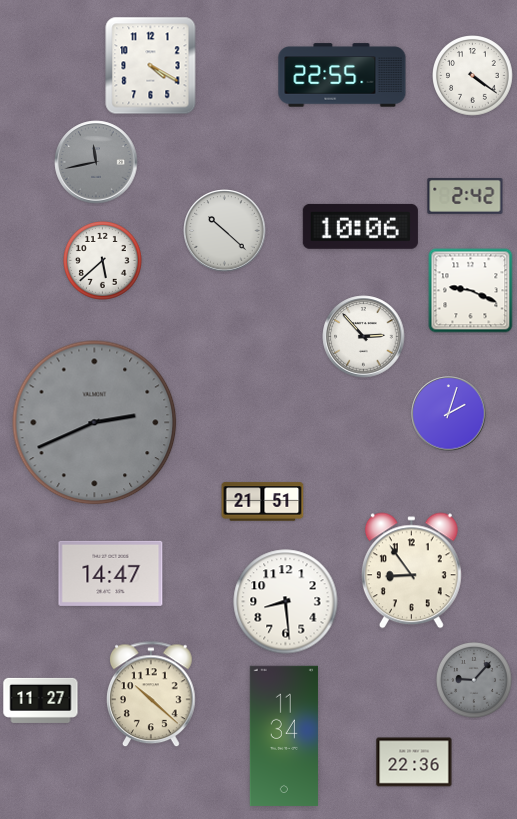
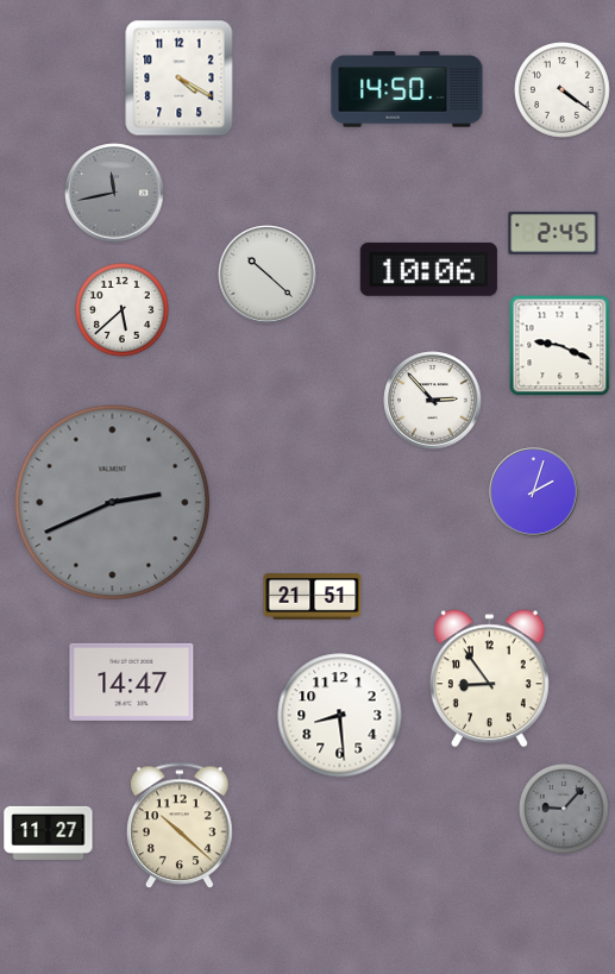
clock at (342, 75): 22:55 -> 14:50
clock at (465, 196): 2:42 -> 2:45
clock at (284, 736): 11:34 -> none
clock at (414, 762): 22:36 -> none
